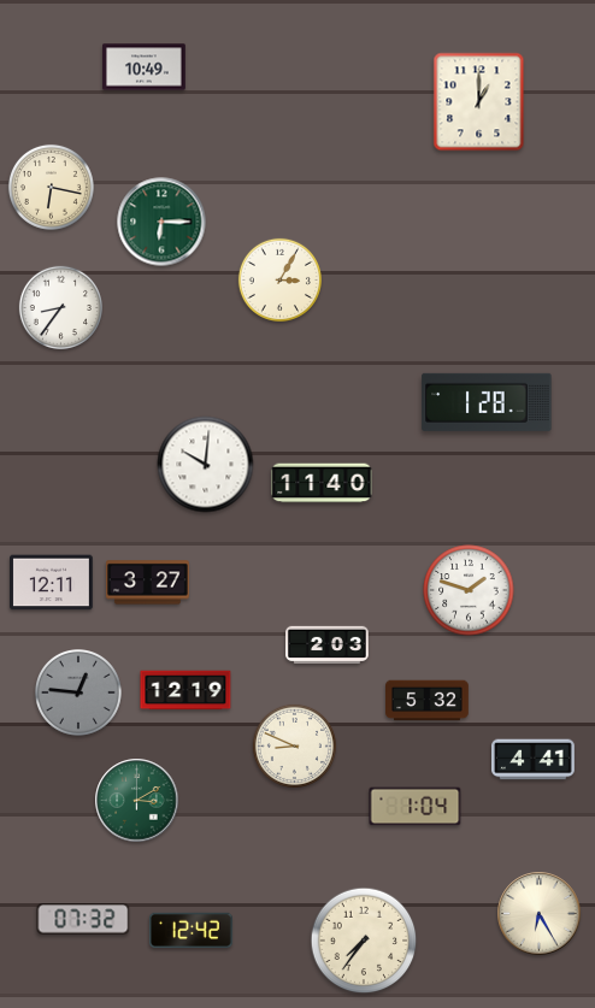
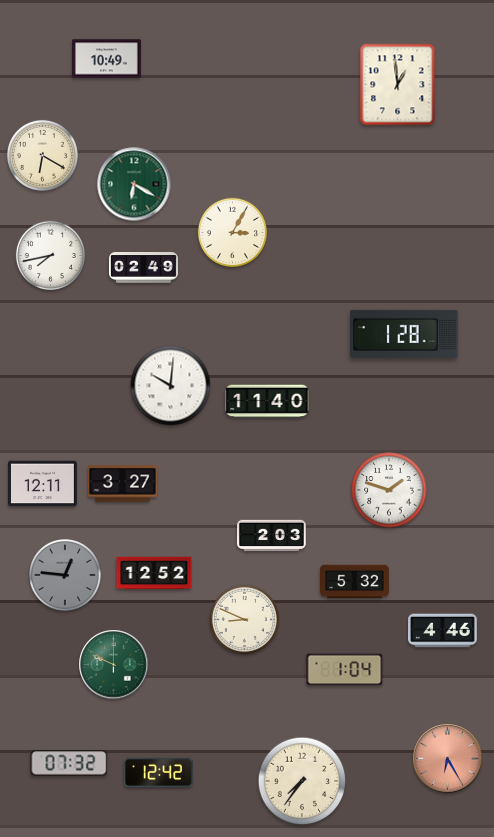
clock at (145, 67) position: (145, 67) -> (107, 59)
clock at (479, 102): 1:00 -> 12:59
clock at (51, 187): 6:17 -> 6:20
clock at (161, 222): 6:15 -> 6:20
clock at (60, 307): 8:36 -> 7:43
clock at (144, 268): none -> 02:49
clock at (185, 690): 12:19 -> 12:52
clock at (534, 760): 4:41 -> 4:46
clock at (137, 801): 3:10 -> 9:49
clock at (540, 914) dial: cream -> salmon
